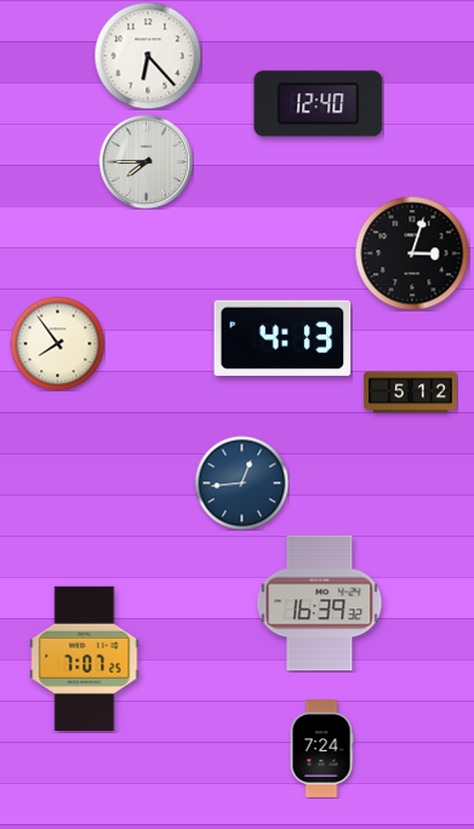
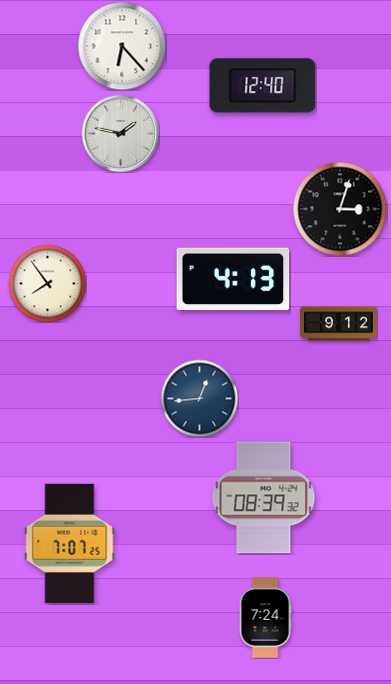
clock at (145, 161): 7:45 -> 1:47
clock at (410, 393): 5:12 -> 9:12
clock at (320, 604): 16:39 -> 08:39
